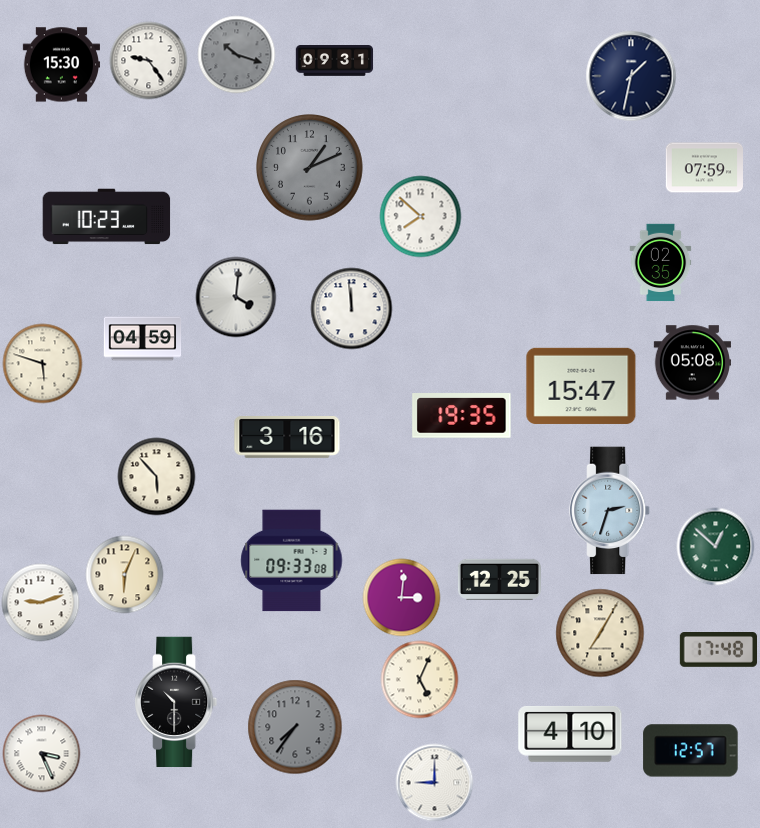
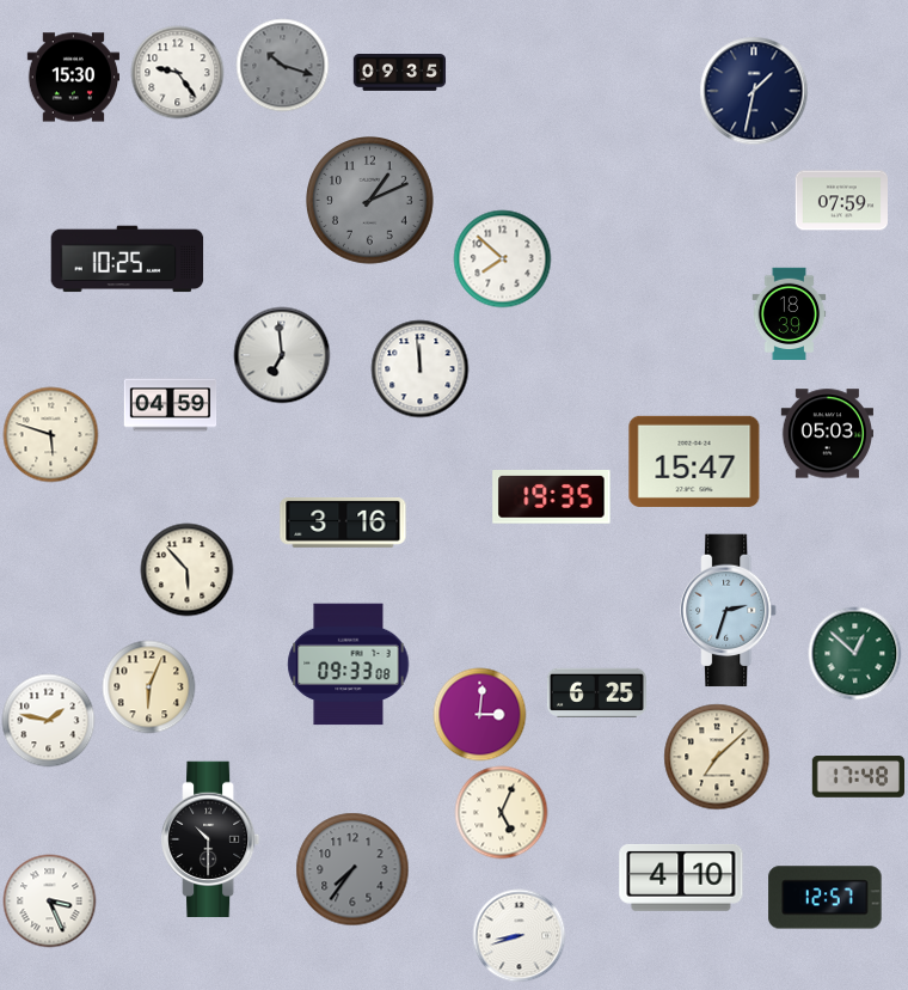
clock at (334, 61): 09:31 -> 09:35
clock at (107, 217): 10:23 -> 10:25
clock at (661, 262): 02:35 -> 18:39
clock at (236, 297): 4:01 -> 6:59
clock at (692, 363): 05:08 -> 05:03
clock at (292, 561) position: (292, 561) -> (349, 665)
clock at (499, 579): 12:25 -> 6:25
clock at (40, 602): 9:12 -> 1:47
clock at (600, 633): 7:05 -> 7:08
clock at (434, 782): 9:00 -> 8:42
